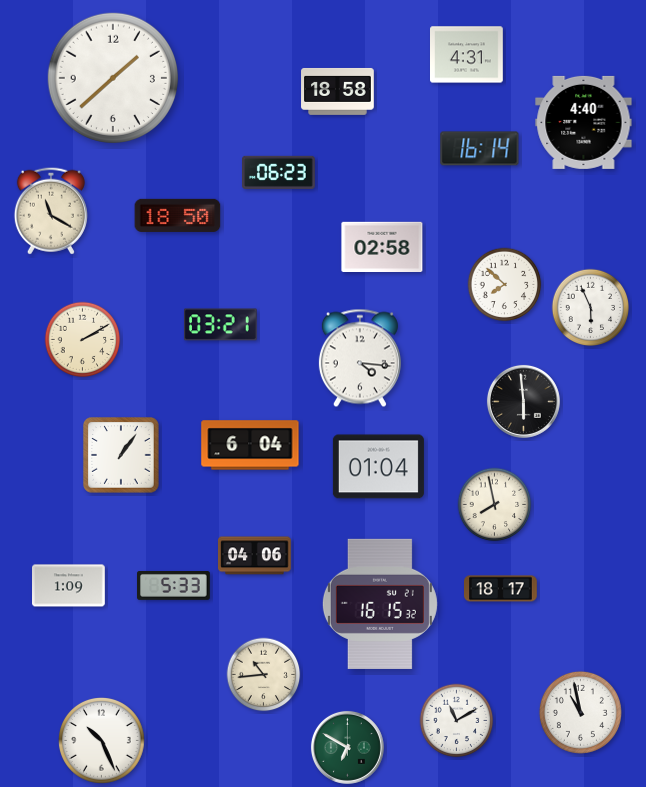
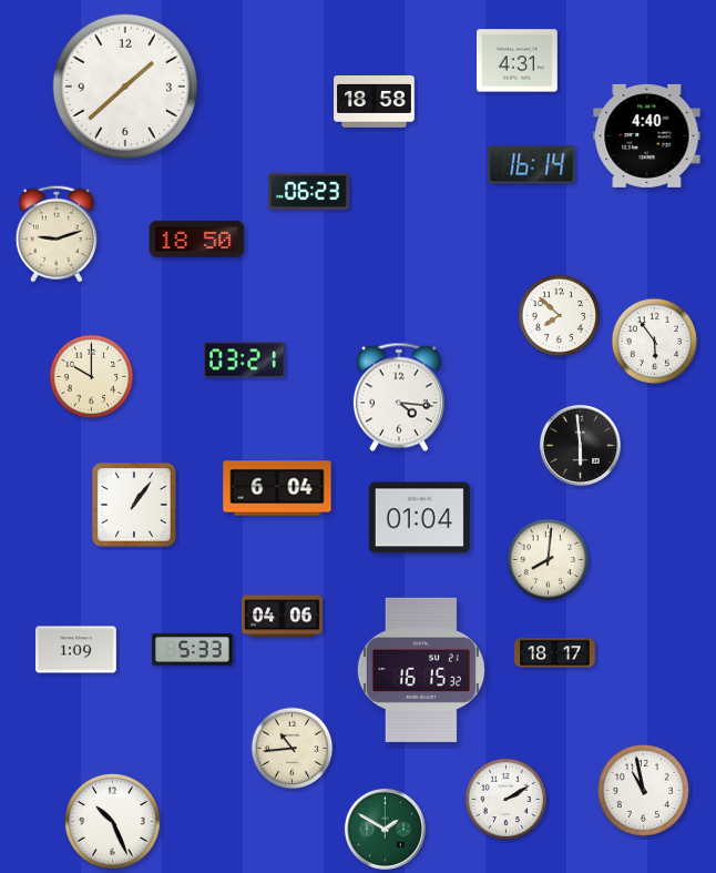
clock at (51, 211): 11:20 -> 9:12
clock at (382, 246): 02:58 -> none
clock at (591, 308): 5:56 -> 5:54
clock at (83, 340): 2:10 -> 10:00
clock at (250, 445) position: (250, 445) -> (277, 488)
clock at (495, 505): 7:58 -> 8:01
clock at (457, 721): 11:10 -> 2:10
clock at (347, 747): 6:50 -> 1:50
